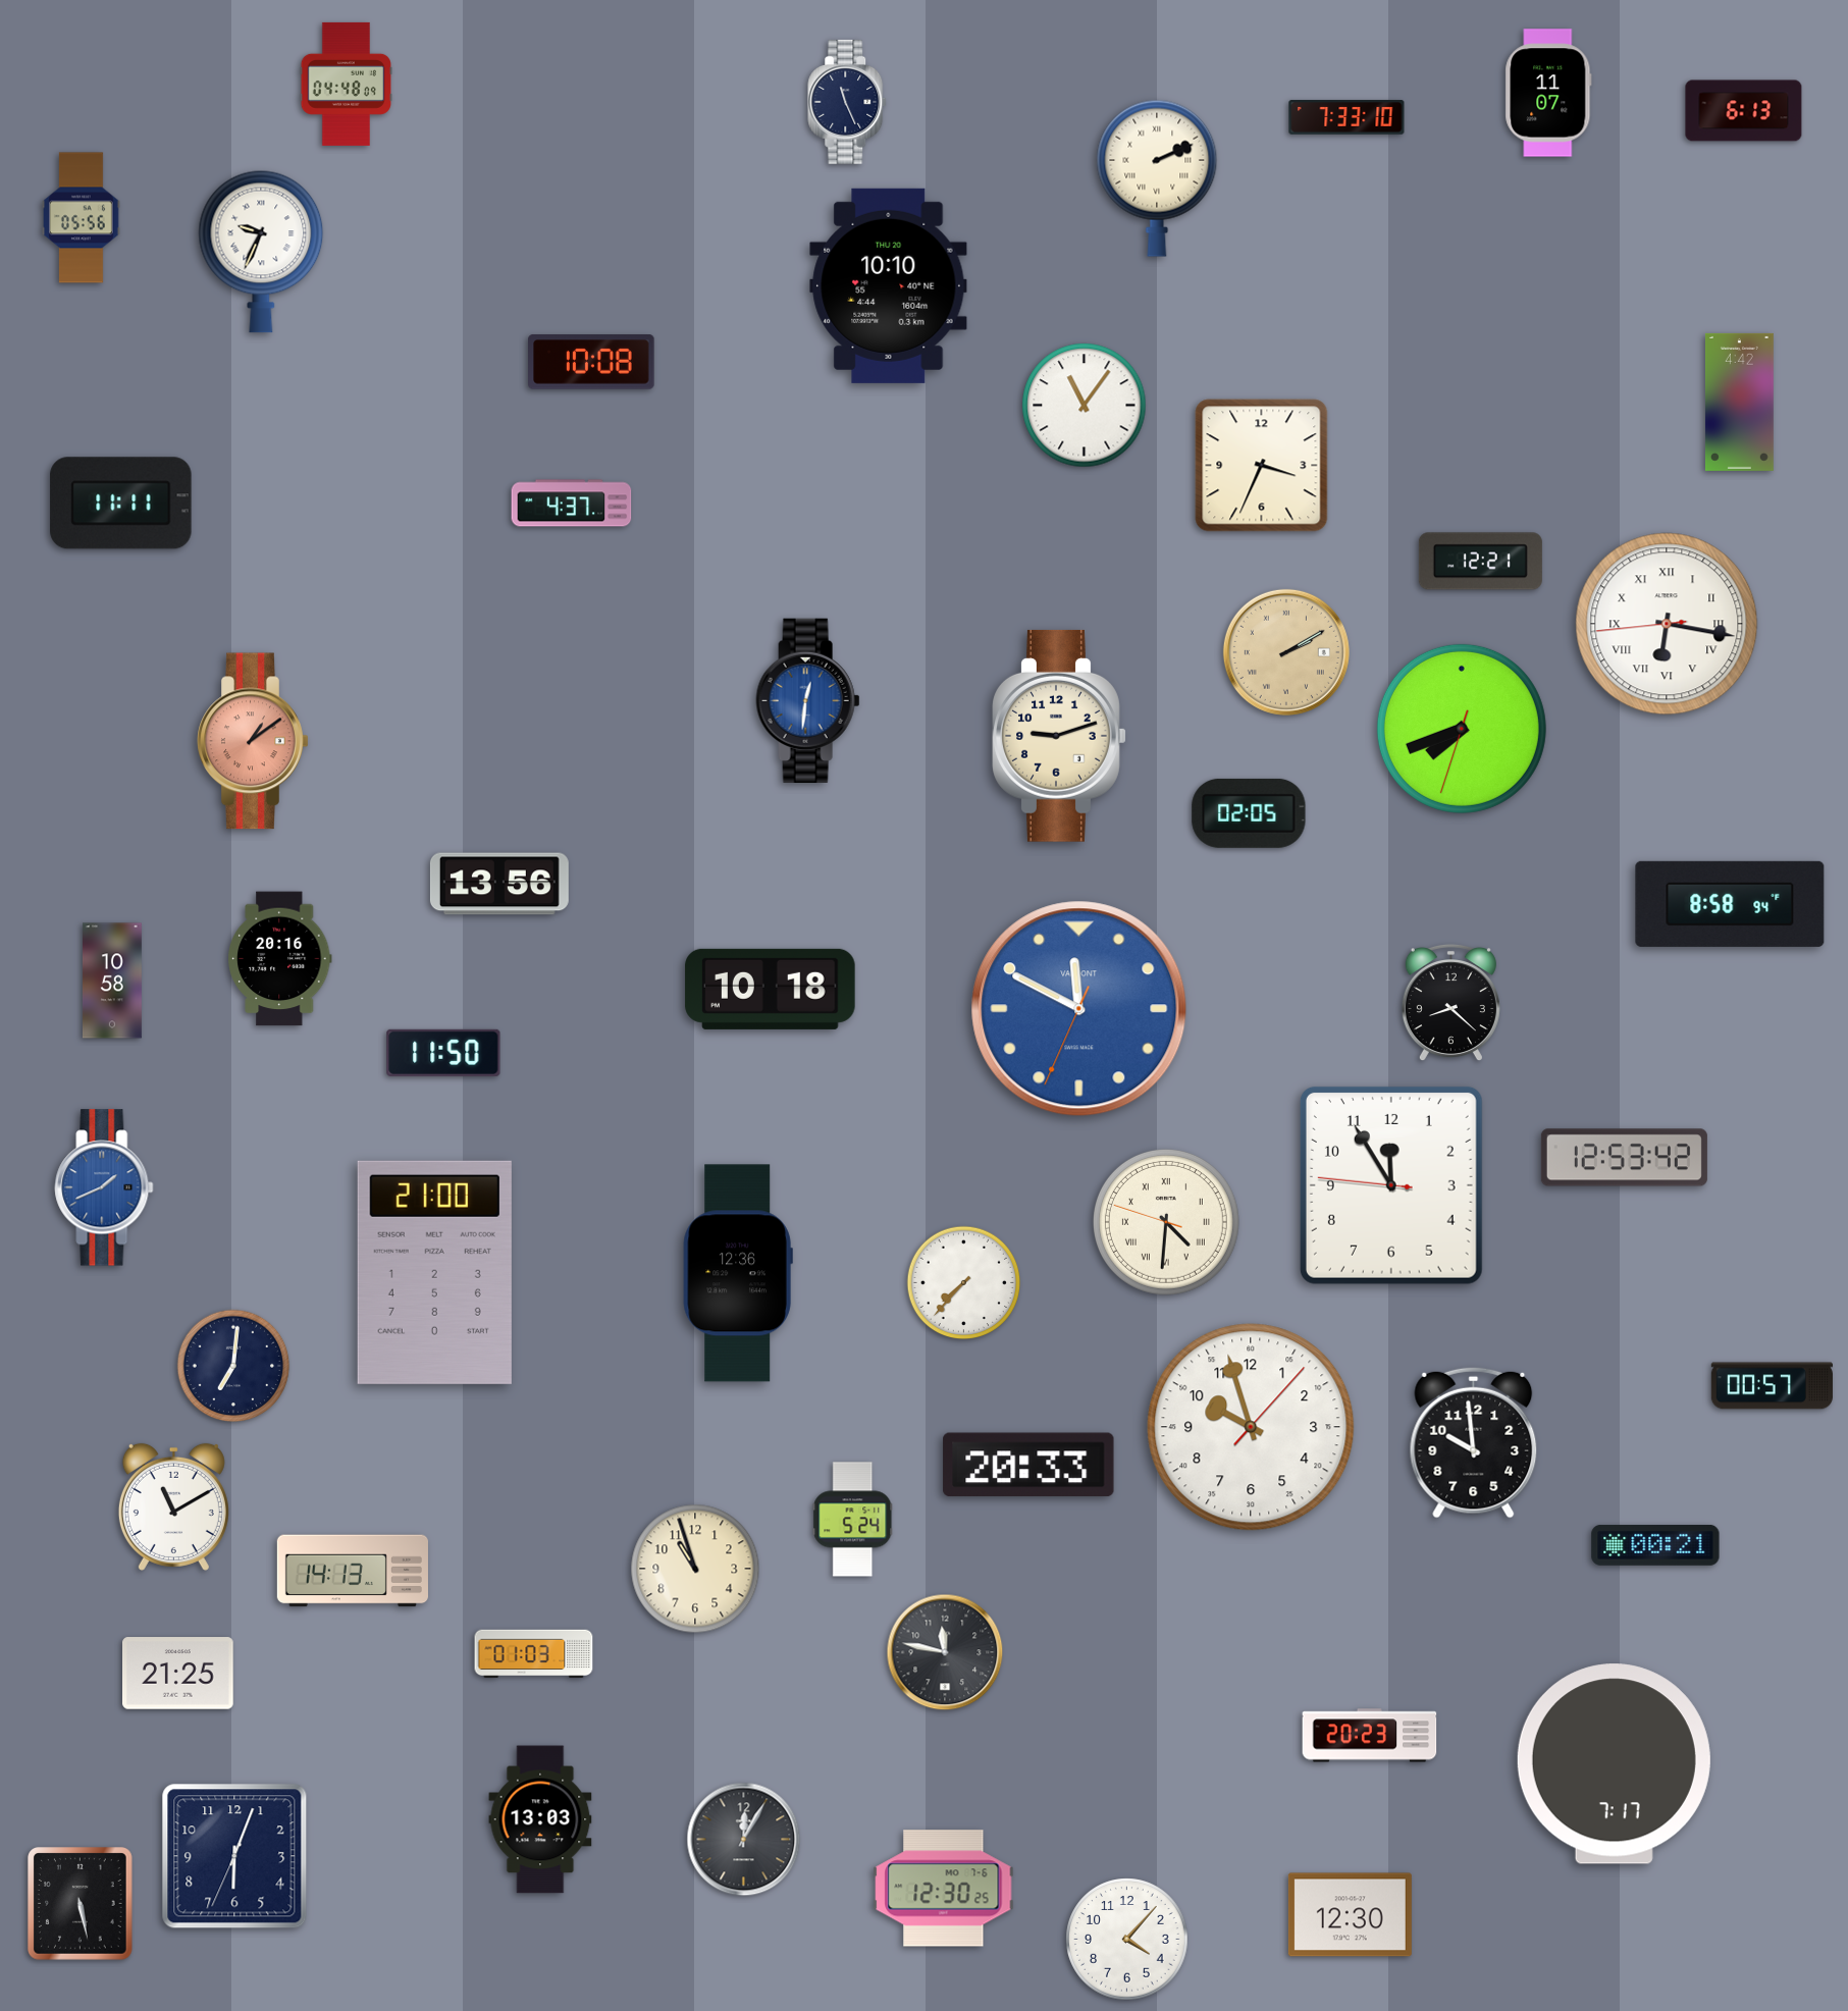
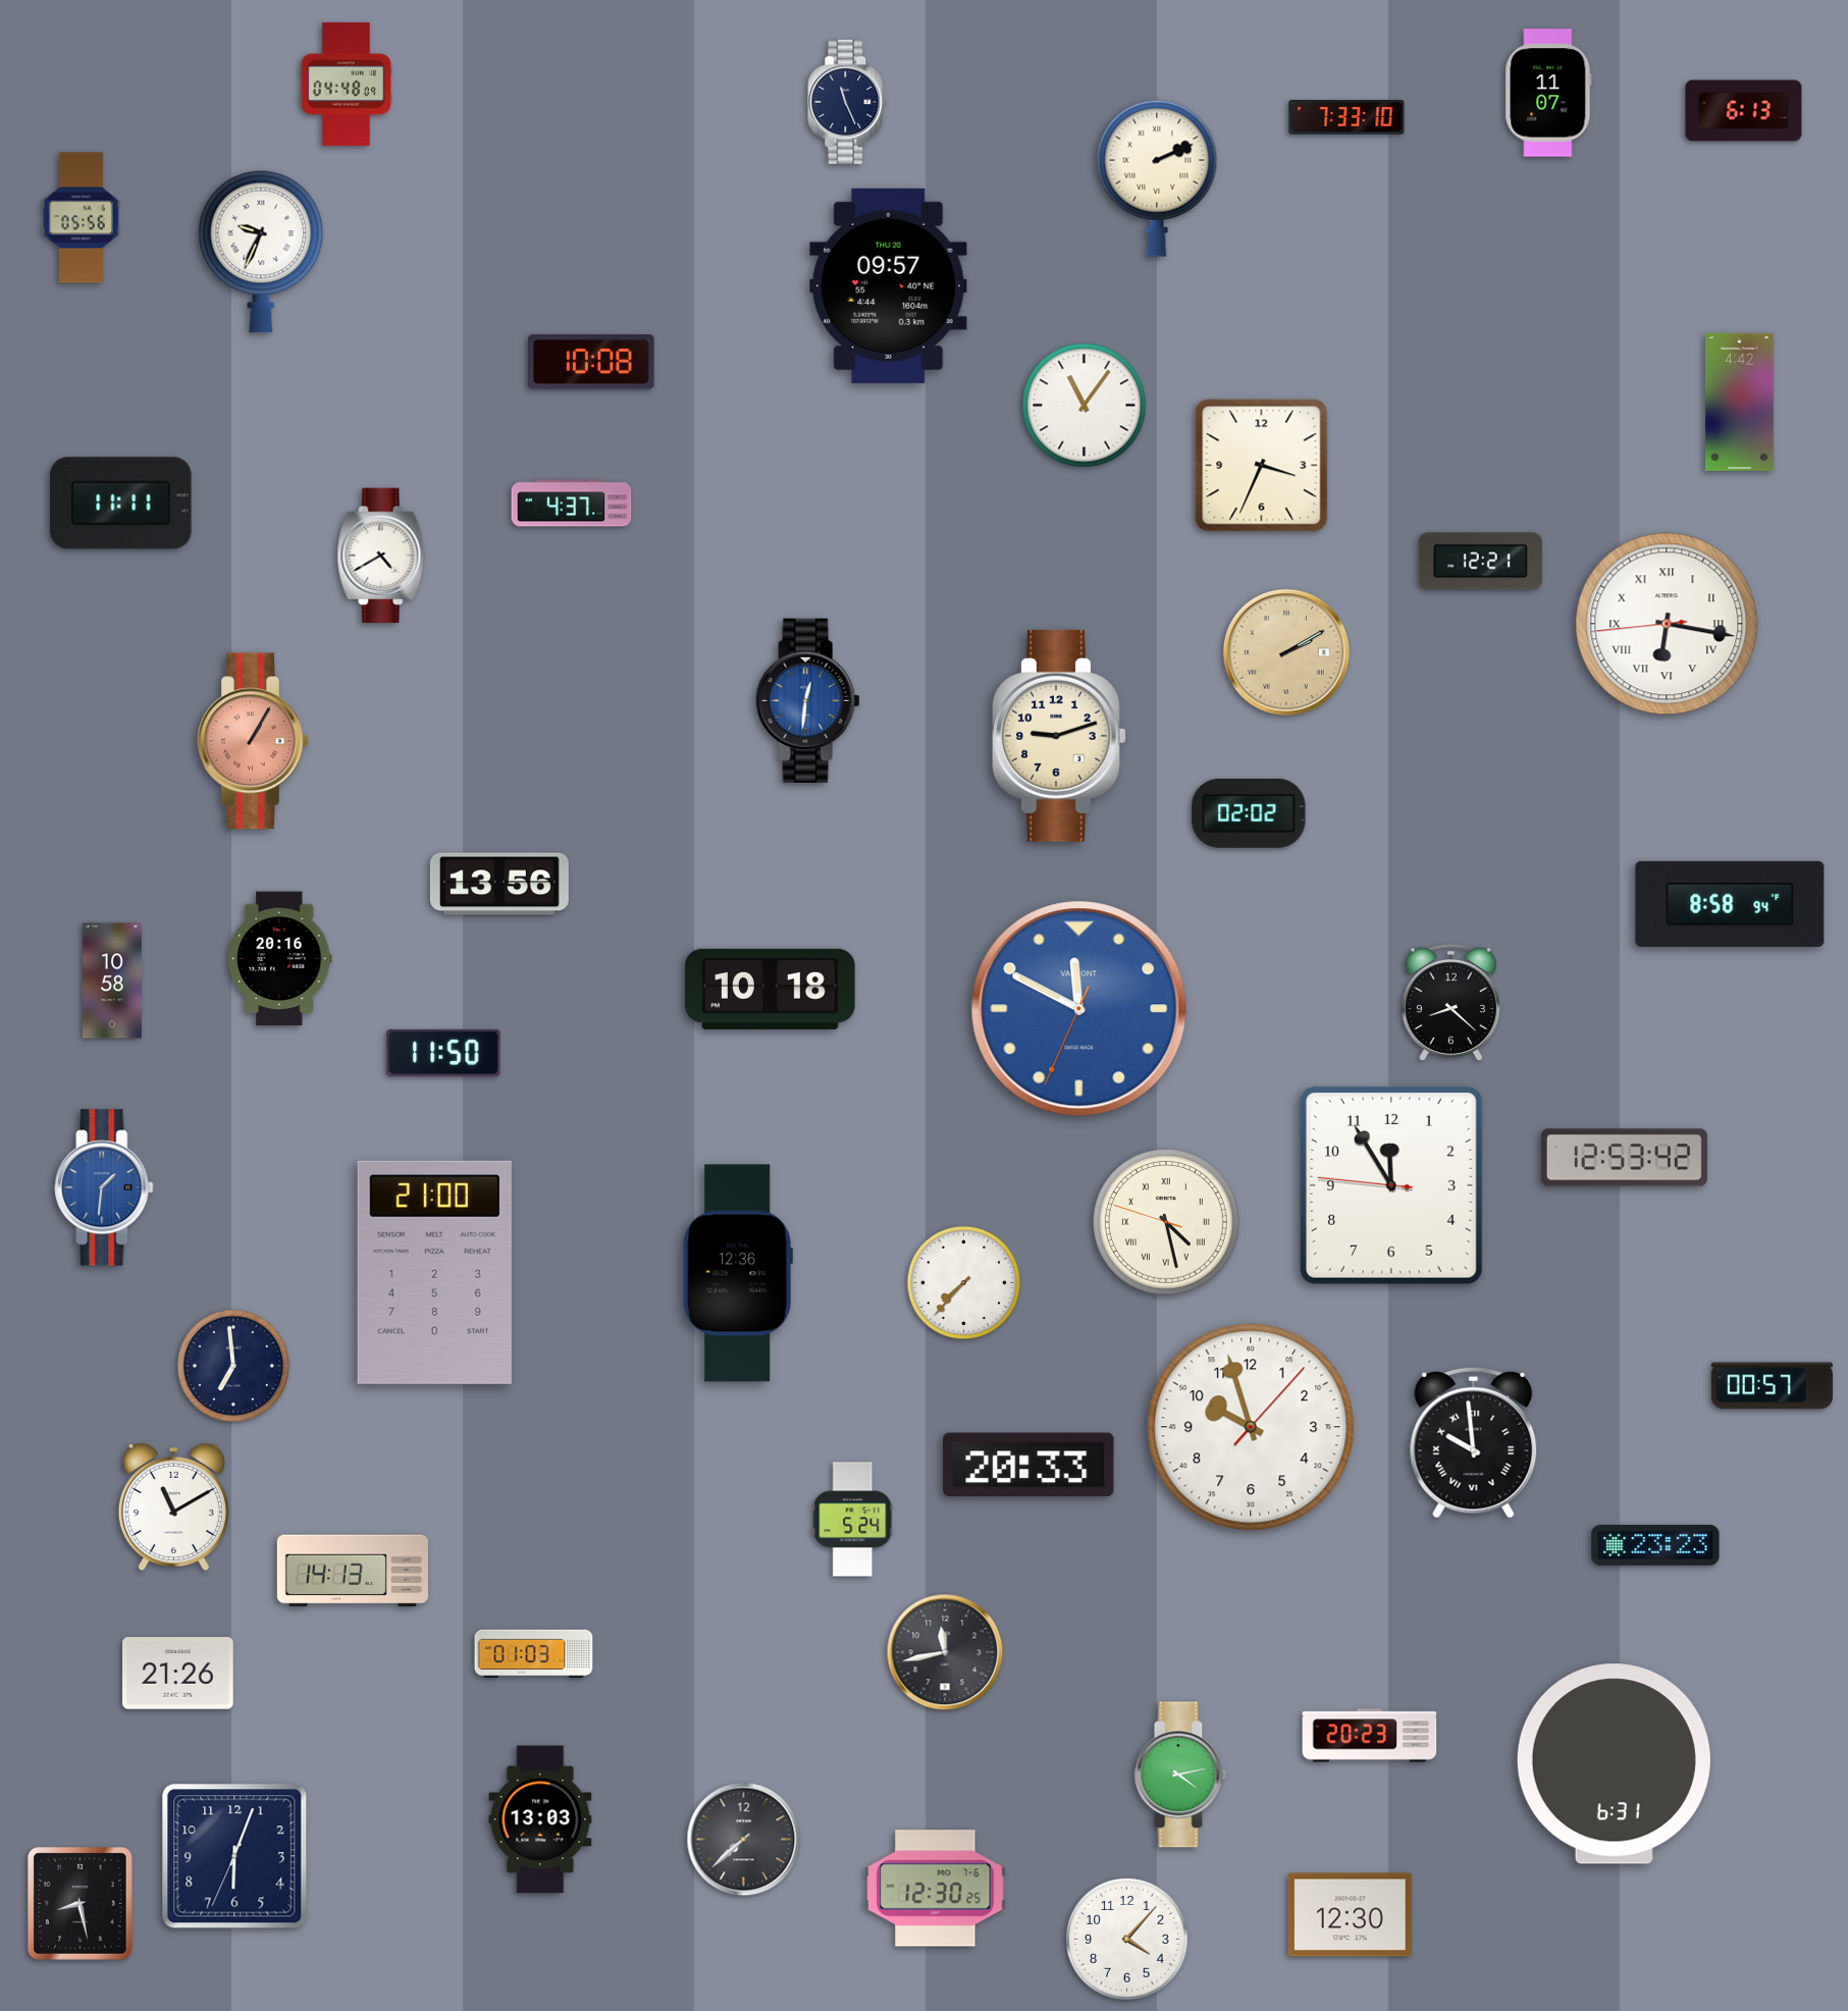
clock at (889, 285): 10:10 -> 09:57
clock at (381, 555): none -> 4:40
clock at (1462, 729): 7:41 -> none
clock at (253, 741): 1:09 -> 1:05
clock at (1249, 813): 02:05 -> 02:02
clock at (104, 1187): 1:41 -> 1:31
clock at (1166, 1222): 4:30 -> 4:27
clock at (233, 1366): 7:01 -> 6:59
clock at (1474, 1442) numerals: Arabic -> Roman
clock at (1655, 1545): 00:21 -> 23:23
clock at (695, 1569): 10:57 -> none
clock at (945, 1652): 11:47 -> 11:43
clock at (178, 1674): 21:25 -> 21:26
clock at (1614, 1764): 7:17 -> 6:31
clock at (1180, 1775): none -> 4:13
clock at (744, 1840): 12:05 -> 7:38
clock at (944, 1889) position: (944, 1889) -> (936, 1889)
clock at (81, 1904): 5:28 -> 8:28
